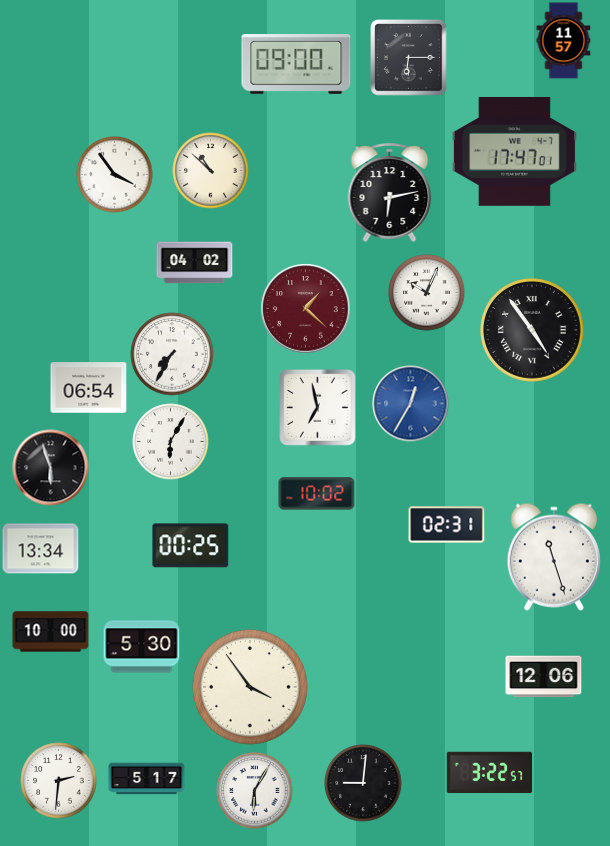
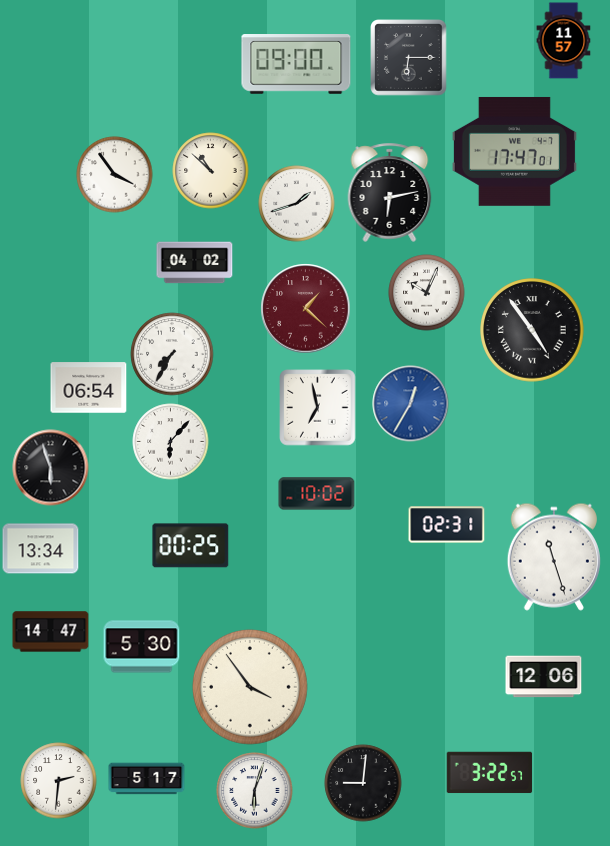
clock at (297, 204): none -> 1:42
clock at (171, 442): 6:05 -> 6:07
clock at (51, 632): 10:00 -> 14:47
clock at (255, 791): 6:05 -> 6:03
